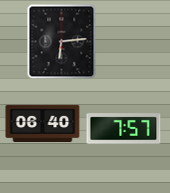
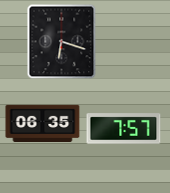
clock at (62, 42): 6:14 -> 6:18
clock at (43, 123): 06:40 -> 06:35
